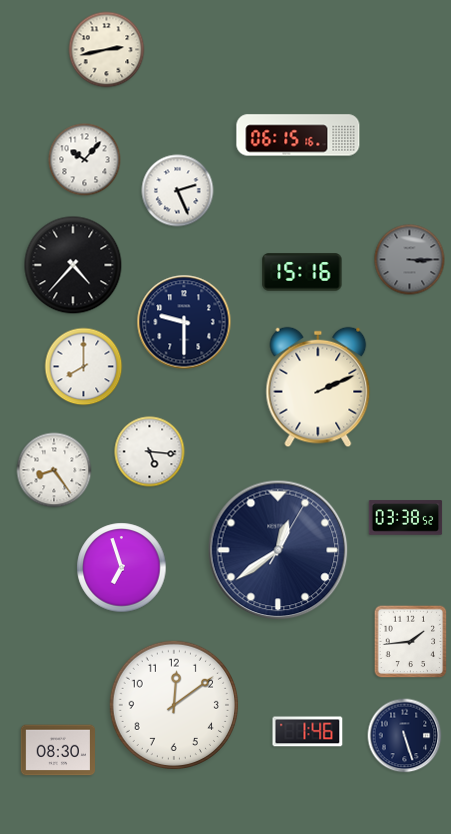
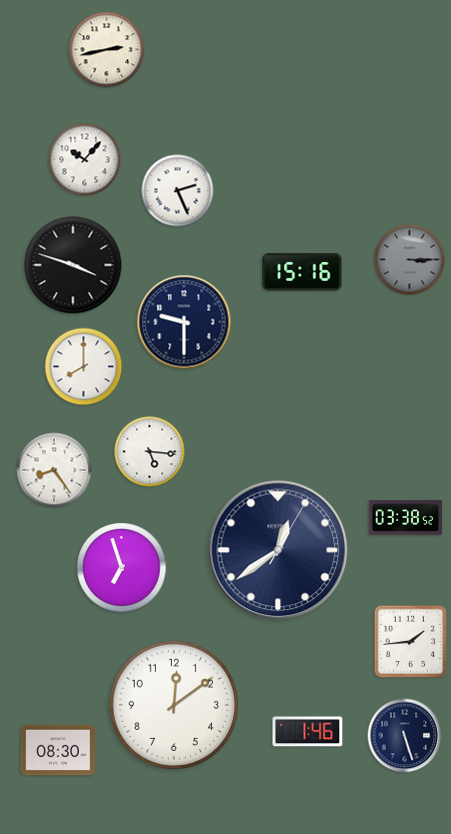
clock at (298, 135): 06:15 -> none
clock at (73, 265): 4:37 -> 3:48
clock at (318, 387): 2:11 -> none
